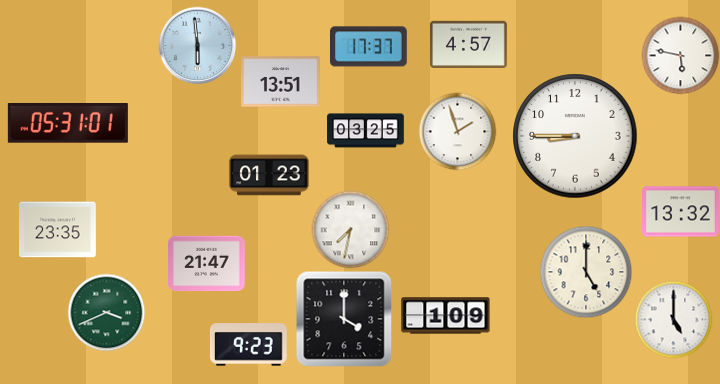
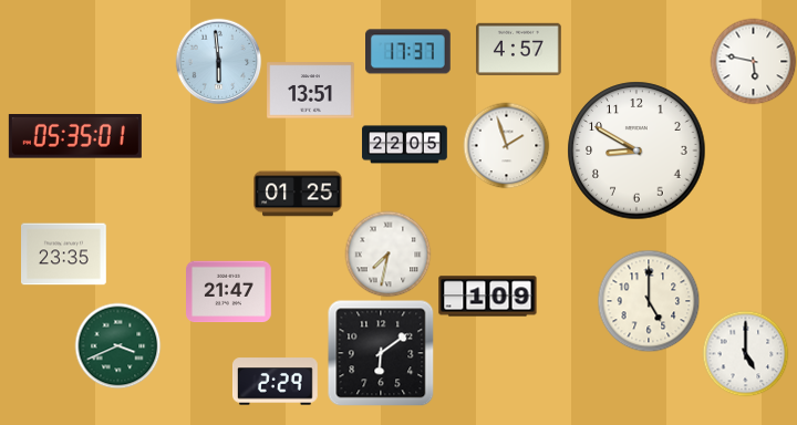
clock at (197, 45) position: (197, 45) -> (218, 61)
clock at (68, 124): 05:31 -> 05:35
clock at (366, 131): 03:25 -> 22:05
clock at (575, 136): 8:45 -> 8:50
clock at (269, 175): 01:23 -> 01:25
clock at (681, 212): 13:32 -> none
clock at (446, 316) position: (446, 316) -> (488, 297)
clock at (344, 319): 4:00 -> 6:09
clock at (248, 345): 9:23 -> 2:29
